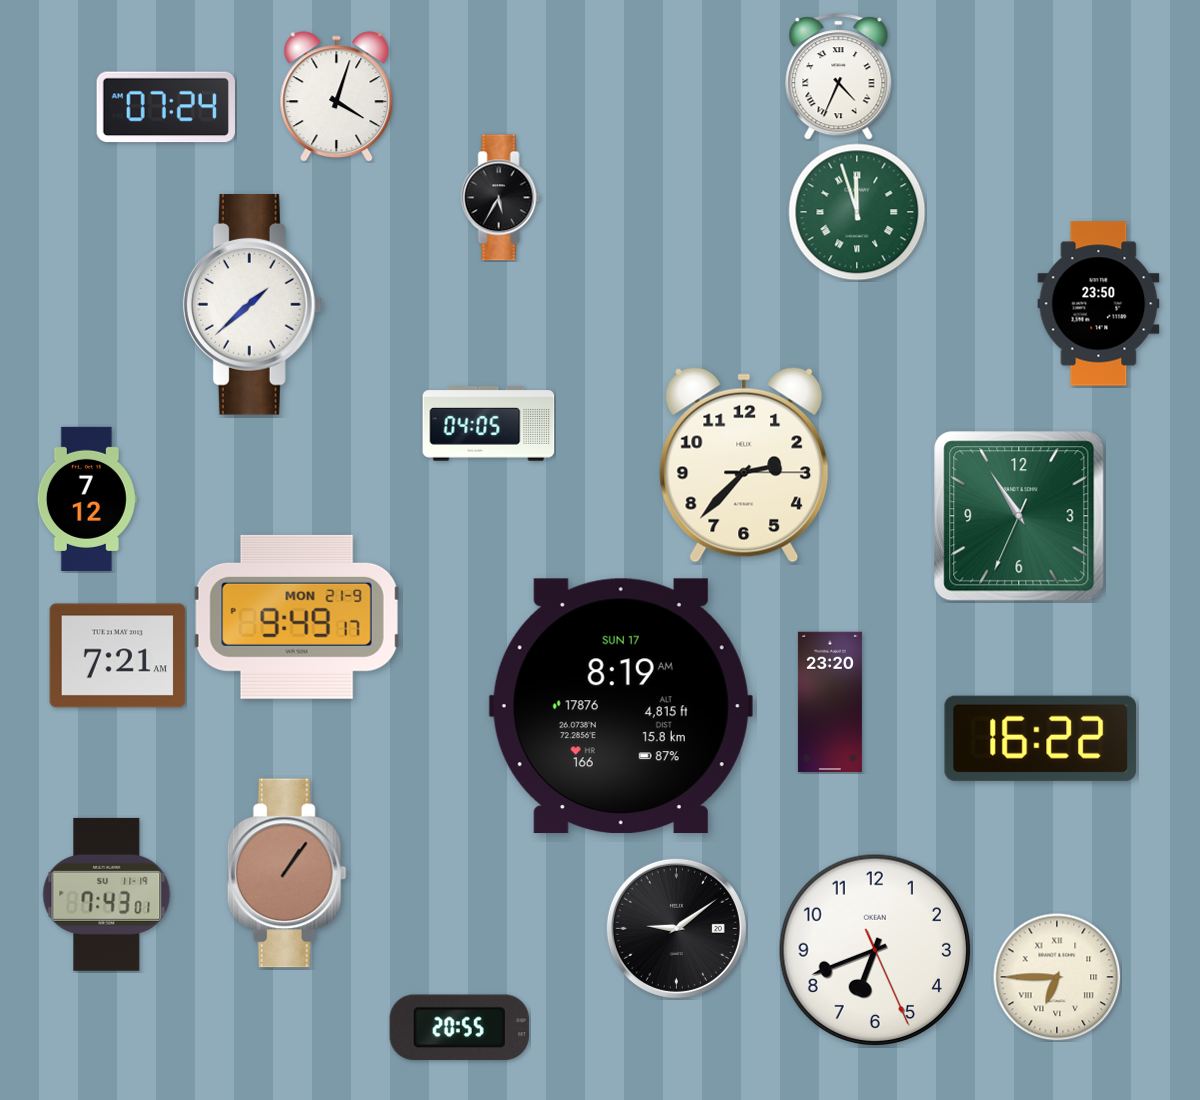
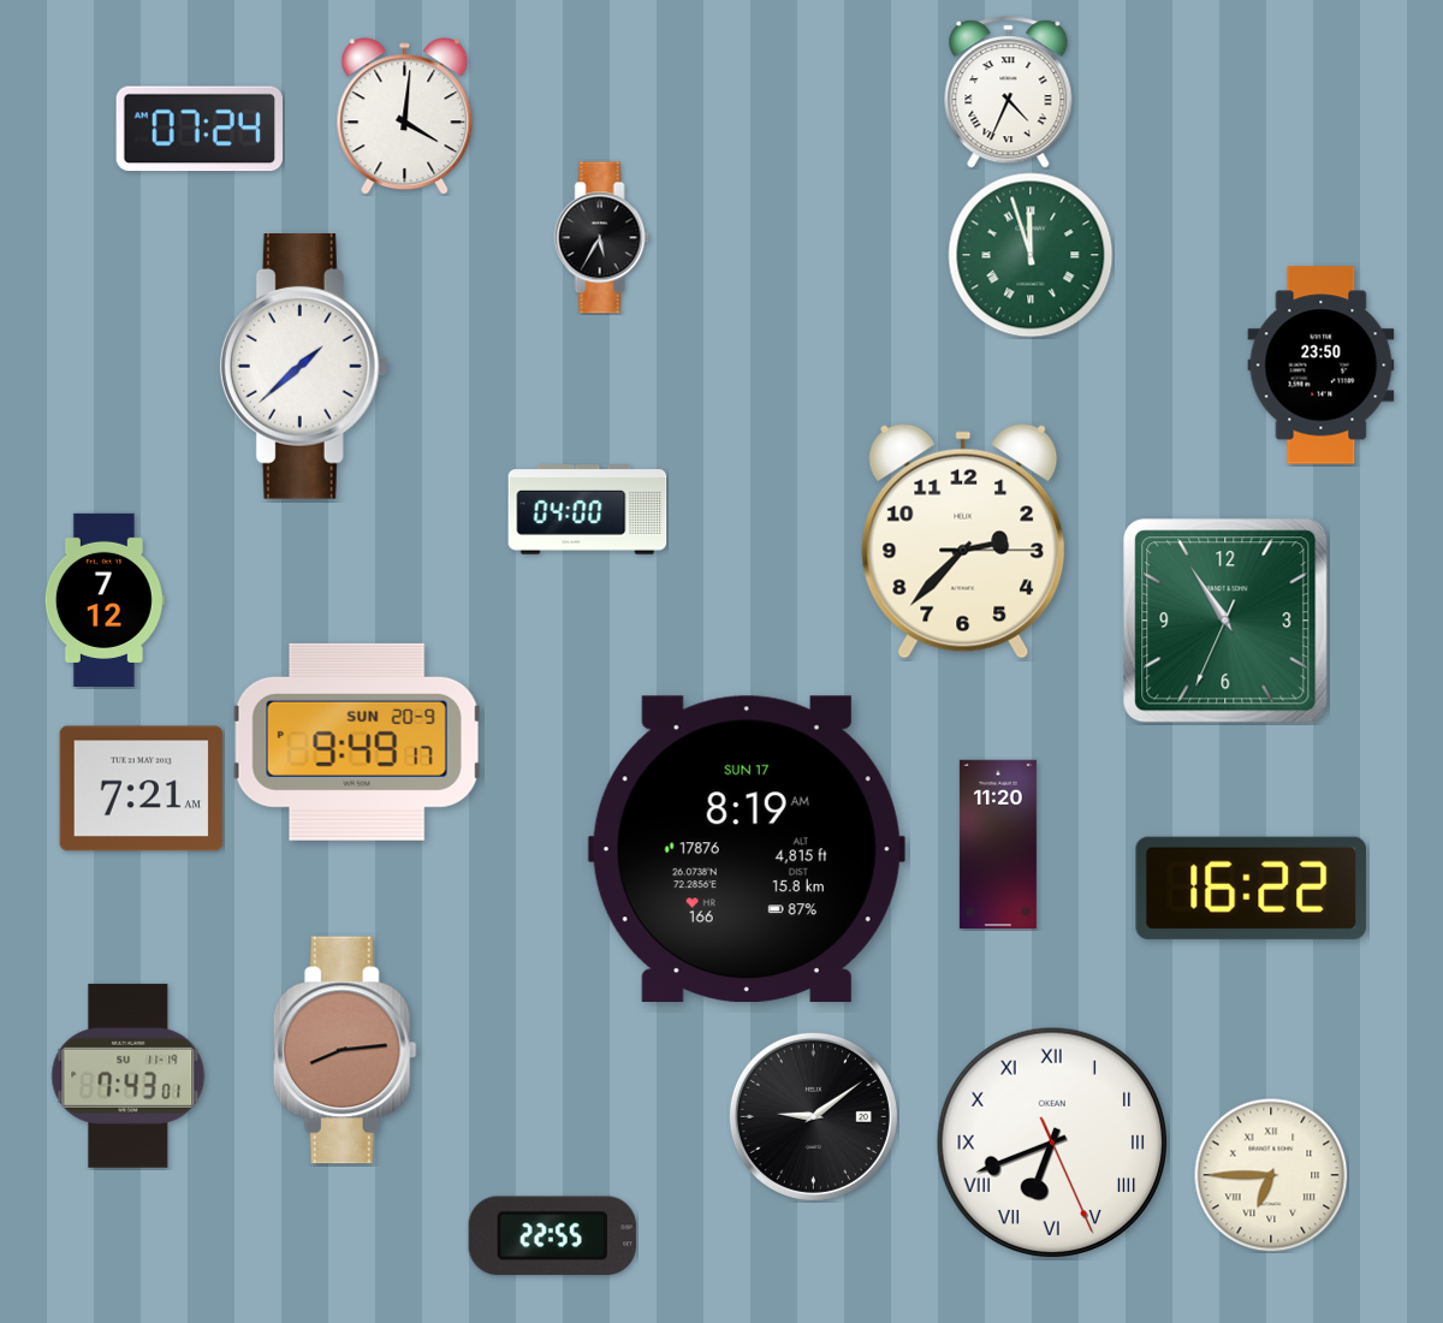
clock at (337, 97): 4:03 -> 4:01
clock at (489, 424): 04:05 -> 04:00
clock at (744, 465) position: (744, 465) -> (963, 541)
clock at (297, 617) date: MON 21-9 -> SUN 20-9
clock at (830, 702): 23:20 -> 11:20
clock at (287, 873): 1:06 -> 8:14
clock at (875, 950) numerals: Arabic -> Roman
clock at (459, 1028): 20:55 -> 22:55
